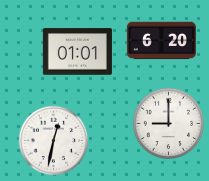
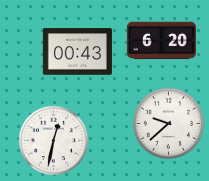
clock at (77, 52): 01:01 -> 00:43
clock at (169, 124): 9:00 -> 9:38
